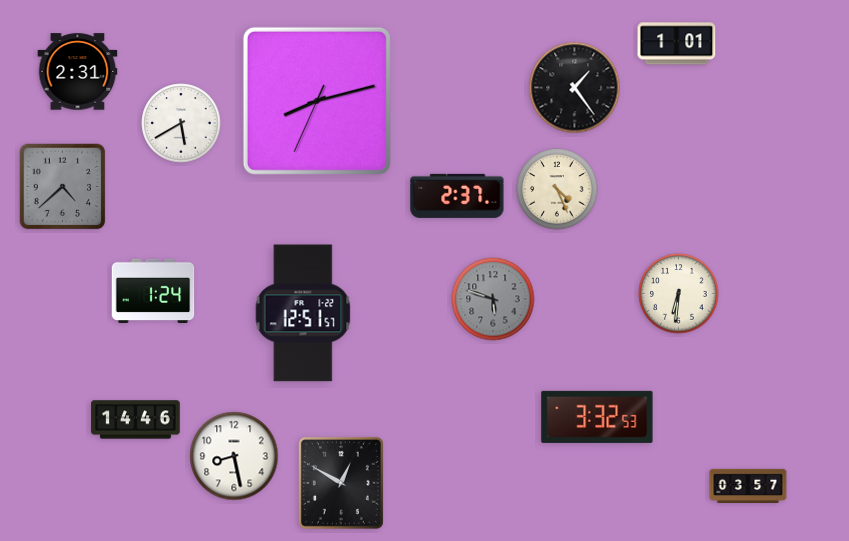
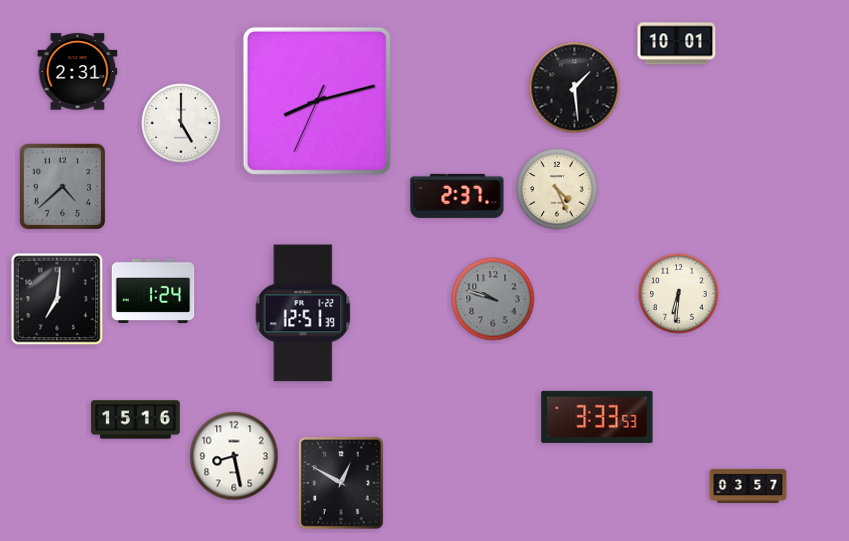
clock at (677, 44): 1:01 -> 10:01
clock at (575, 88): 1:24 -> 1:29
clock at (181, 123): 5:40 -> 5:00
clock at (57, 299): none -> 7:01
clock at (493, 299): 5:48 -> 9:48
clock at (303, 313): 12:51:57 -> 12:51:39
clock at (597, 417): 3:32 -> 3:33
clock at (136, 420): 14:46 -> 15:16
